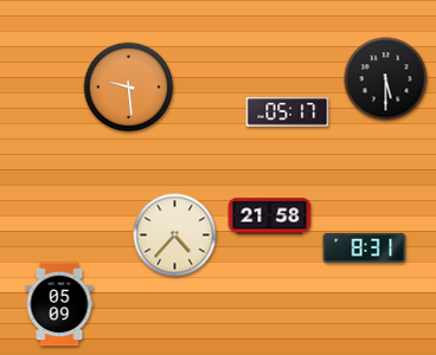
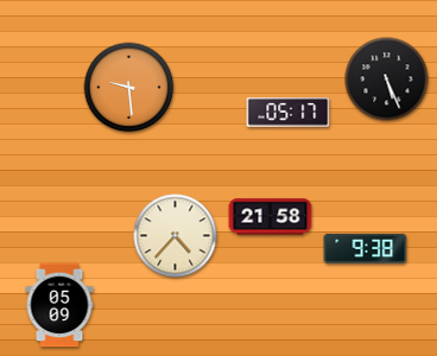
clock at (386, 79): 5:30 -> 5:26
clock at (365, 247): 8:31 -> 9:38
